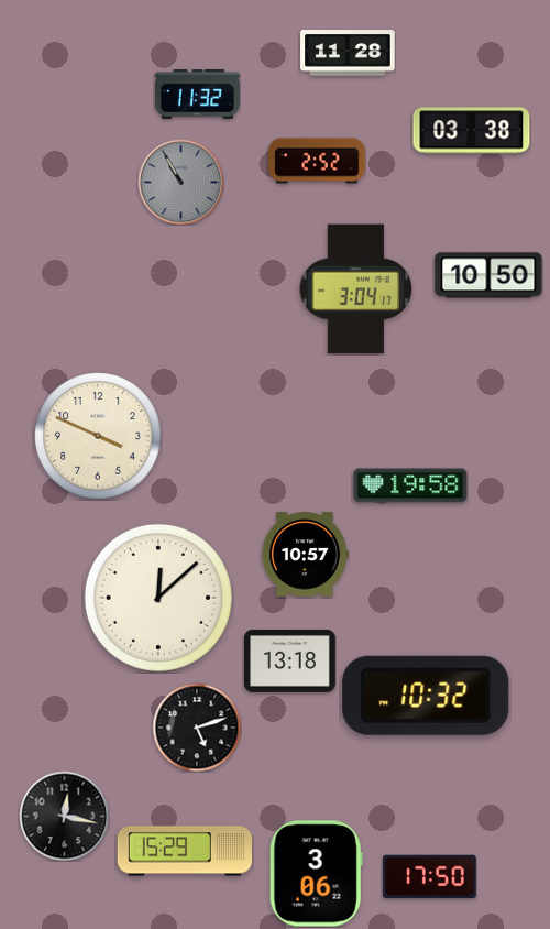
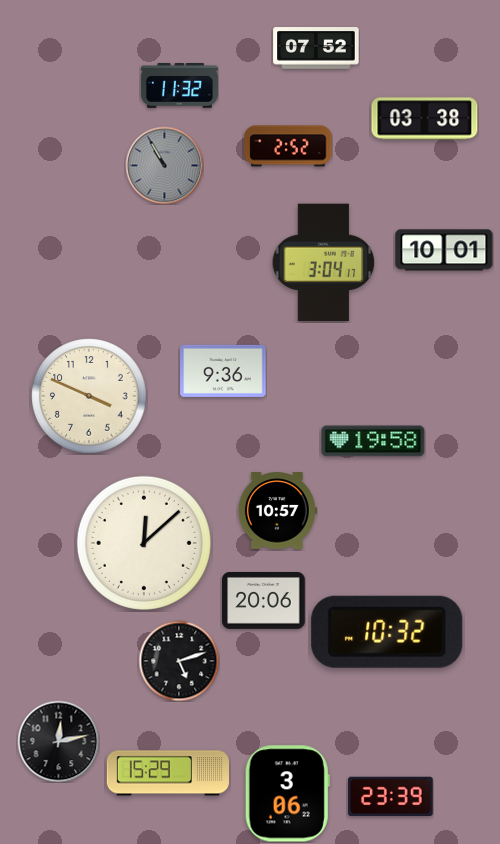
clock at (348, 53): 11:28 -> 07:52
clock at (472, 131) position: (472, 131) -> (425, 119)
clock at (488, 275): 10:50 -> 10:01
clock at (223, 371): none -> 9:36
clock at (305, 555) position: (305, 555) -> (277, 511)
clock at (290, 660): 13:18 -> 20:06
clock at (64, 816): 12:17 -> 12:13
clock at (430, 876): 17:50 -> 23:39
